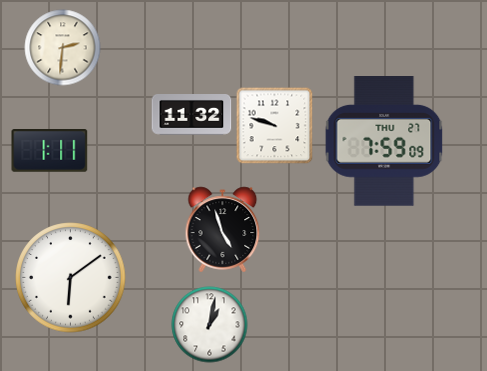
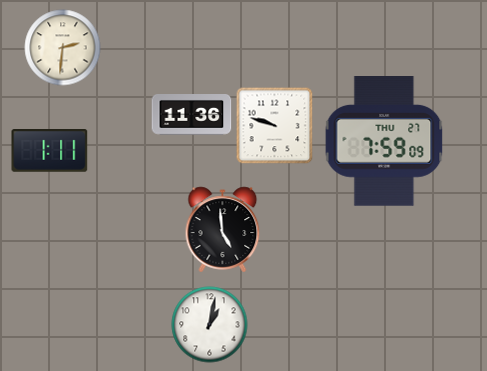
clock at (192, 115): 11:32 -> 11:36
clock at (223, 230): 4:57 -> 4:59
clock at (71, 278): 6:09 -> none
